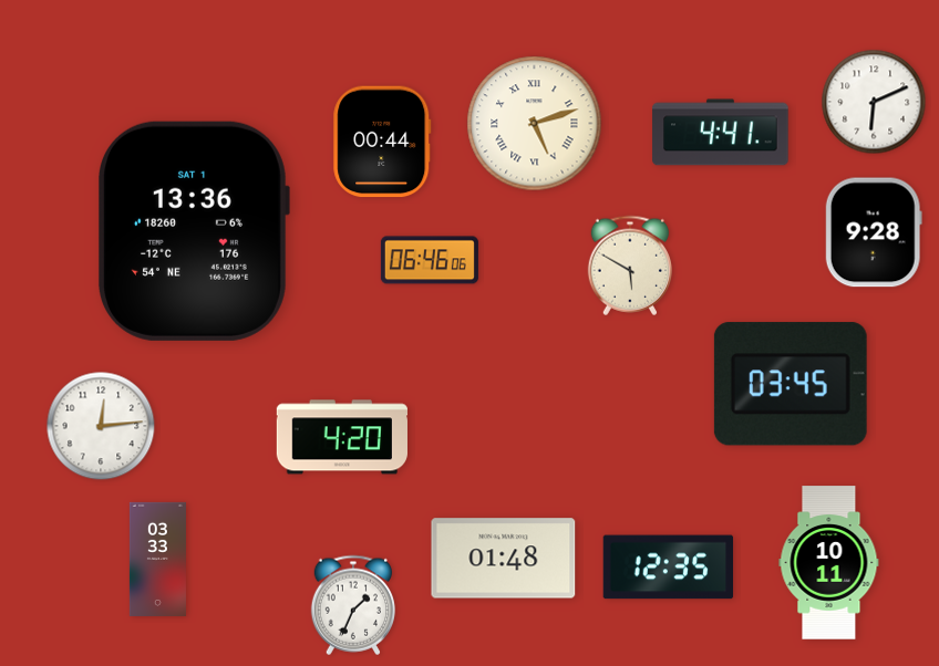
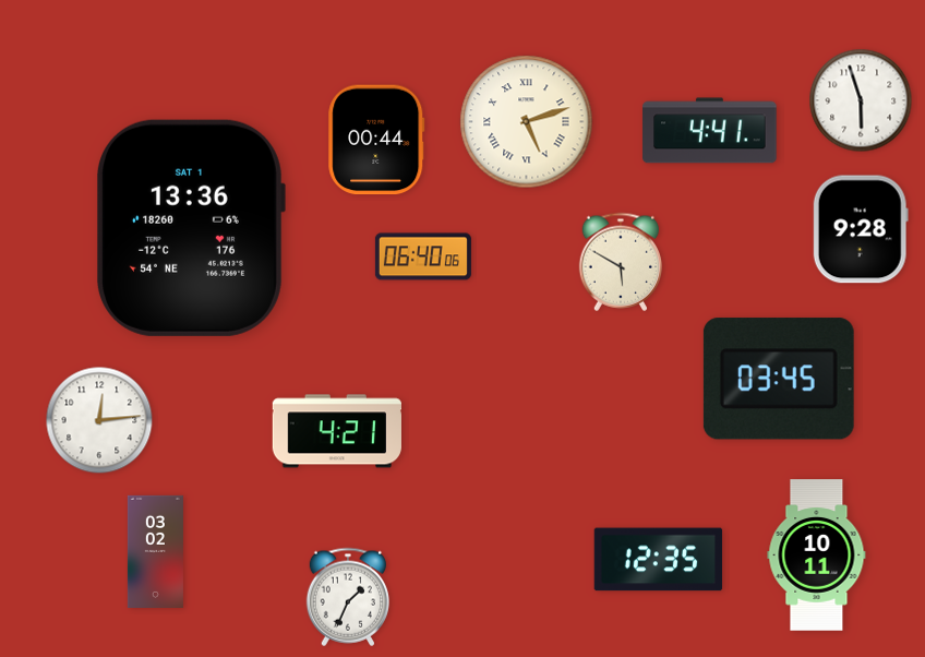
clock at (874, 102): 6:11 -> 5:57
clock at (430, 260): 06:46 -> 06:40
clock at (342, 437): 4:20 -> 4:21
clock at (157, 559): 03:33 -> 03:02
clock at (504, 559): 01:48 -> none
